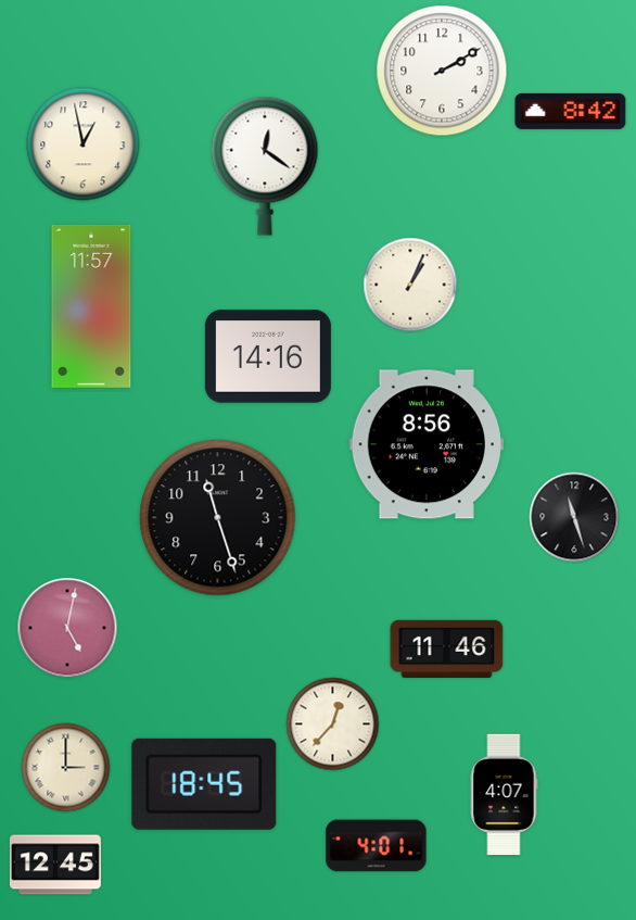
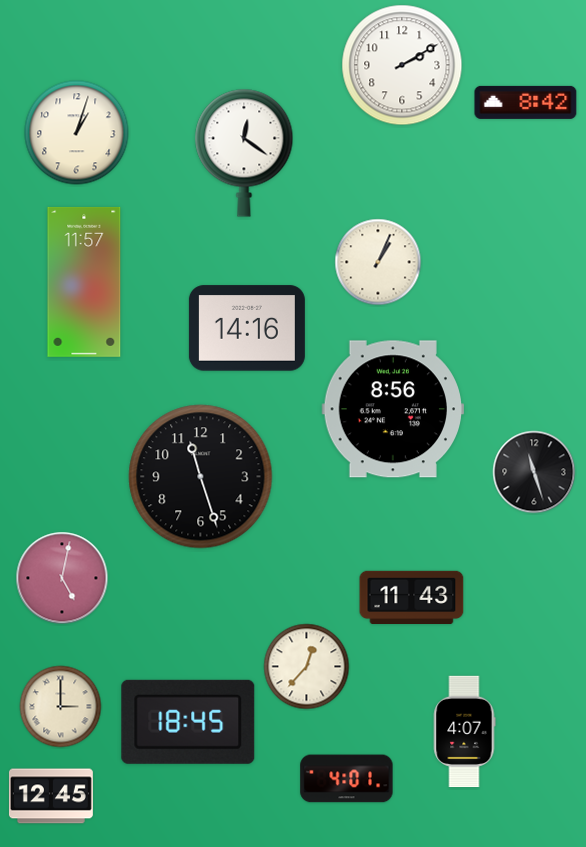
clock at (442, 71) position: (442, 71) -> (402, 65)
clock at (84, 144): 12:58 -> 1:03
clock at (574, 517) position: (574, 517) -> (534, 472)
clock at (447, 648): 11:46 -> 11:43
